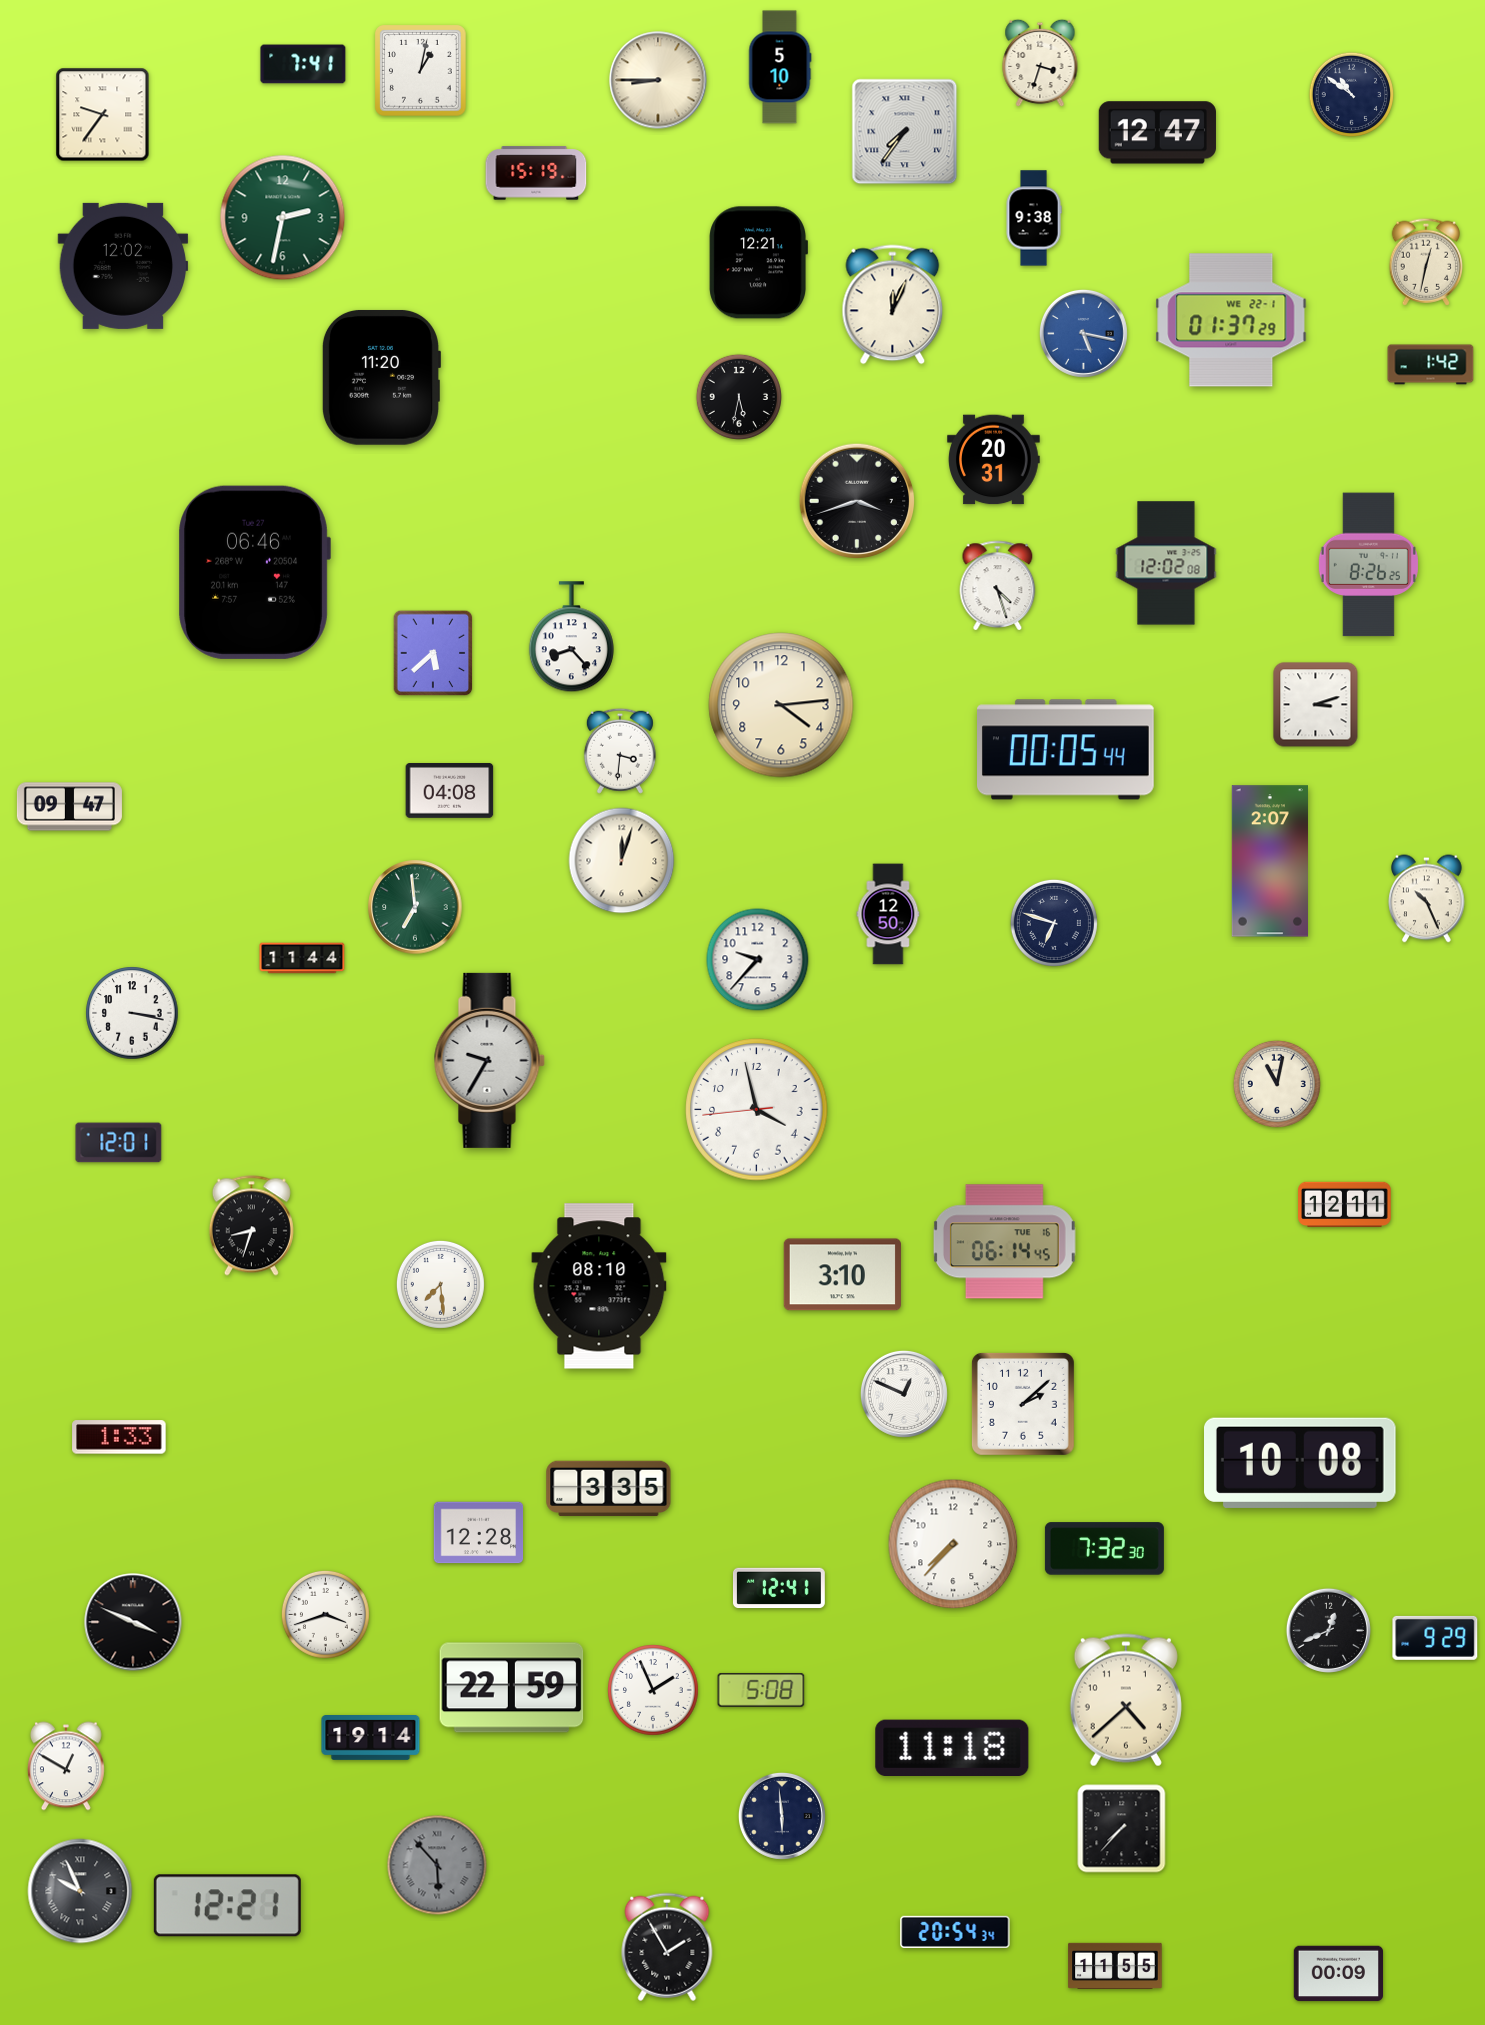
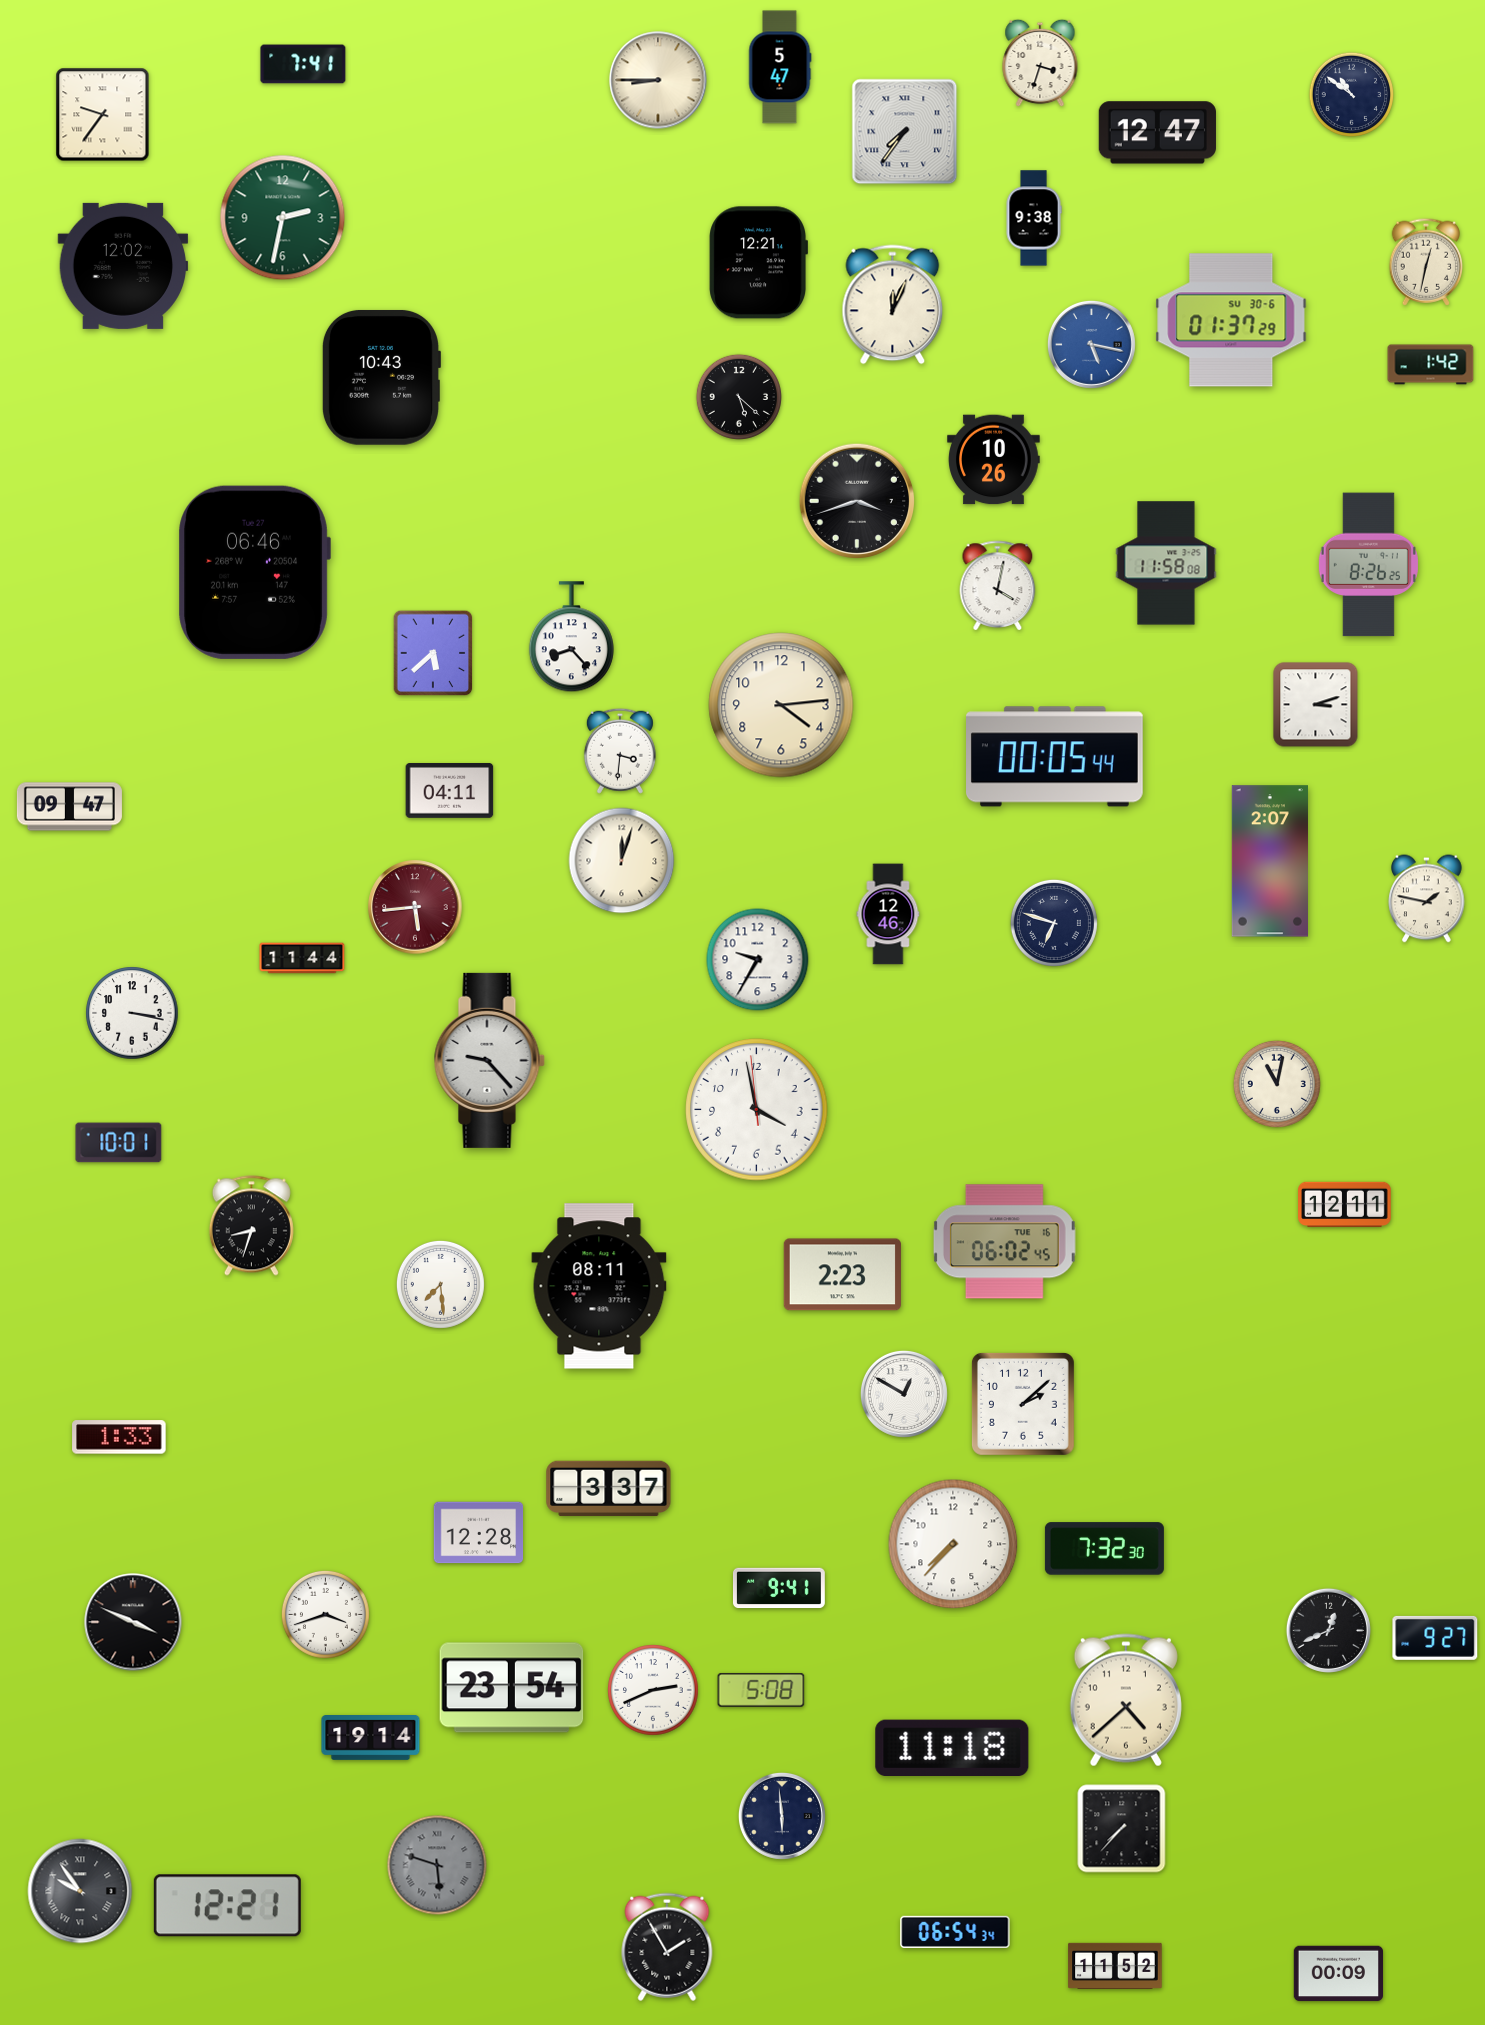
clock at (780, 67): 5:10 -> 5:47
clock at (421, 71): 1:02 -> none
clock at (536, 173): 15:19 -> none
clock at (1231, 320) date: WE 22-1 -> SU 30-6
clock at (1083, 333) position: (1083, 333) -> (1091, 344)
clock at (381, 377): 11:20 -> 10:43
clock at (739, 397): 5:32 -> 5:22
clock at (994, 460): 20:31 -> 10:26
clock at (1166, 563): 12:02 -> 11:58
clock at (998, 586): 4:27 -> 4:02
clock at (1066, 750) position: (1066, 750) -> (1055, 757)
clock at (450, 791): 04:08 -> 04:11
clock at (1427, 899): 10:26 -> 1:47
clock at (415, 907): 6:59 -> 5:44
clock at (415, 907) dial: green -> burgundy
clock at (888, 914): 12:50 -> 12:46
clock at (758, 960): 9:37 -> 9:35
clock at (489, 1060): 9:35 -> 9:23
clock at (757, 1110): 3:57:44 -> 3:57:59
clock at (119, 1143): 12:01 -> 10:01
clock at (1004, 1242): 06:14 -> 06:02
clock at (842, 1275): 3:10 -> 2:23
clock at (599, 1286): 08:10 -> 08:11
clock at (904, 1394): 12:49 -> 12:50
clock at (1301, 1463): 10:08 -> none
clock at (609, 1489): 3:35 -> 3:37
clock at (779, 1588): 12:41 -> 9:41
clock at (1435, 1638): 9:29 -> 9:27
clock at (512, 1688): 22:59 -> 23:54
clock at (653, 1690): 1:56 -> 2:41
clock at (67, 1766): 12:50 -> none
clock at (437, 1865): 5:53 -> 5:48
clock at (80, 1891): 9:56 -> 9:54
clock at (955, 1931): 20:54 -> 06:54
clock at (1115, 1966): 11:55 -> 11:52
